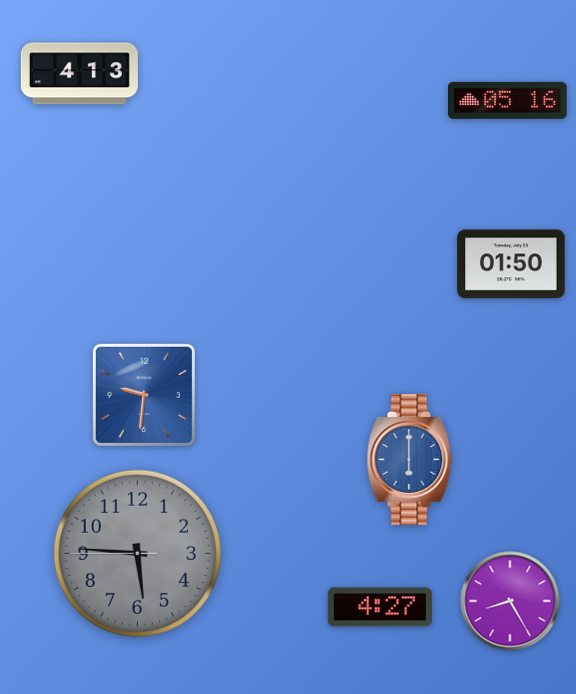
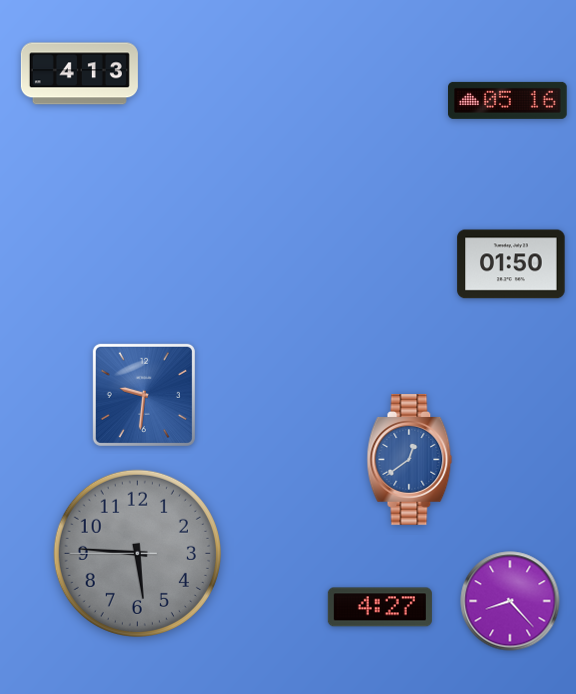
clock at (410, 460): 6:00 -> 12:39
clock at (510, 601): 8:25 -> 8:23
